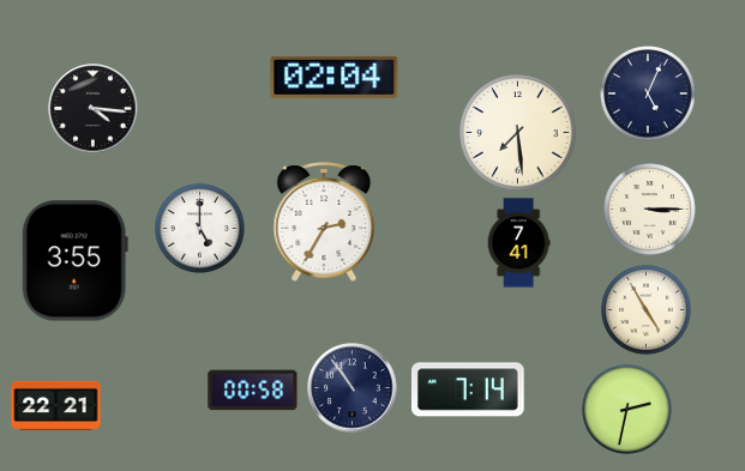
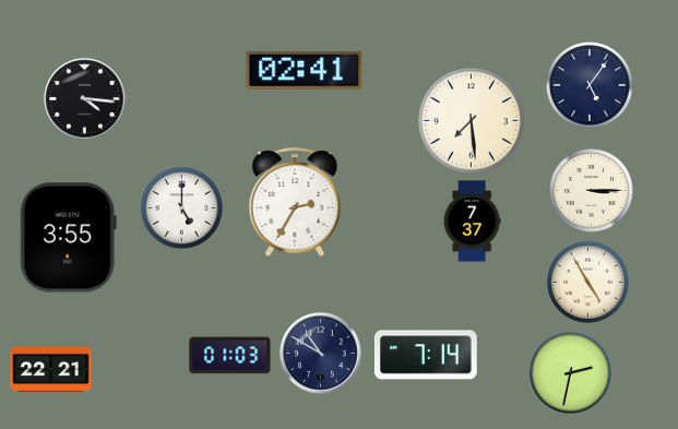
clock at (335, 77): 02:04 -> 02:41
clock at (649, 95): 5:04 -> 5:06
clock at (518, 243): 7:41 -> 7:37
clock at (353, 388): 10:54 -> 10:50
clock at (253, 391): 00:58 -> 01:03
